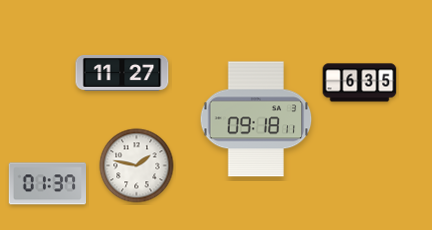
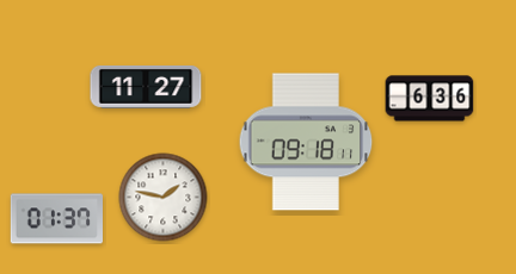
clock at (360, 83): 6:35 -> 6:36
